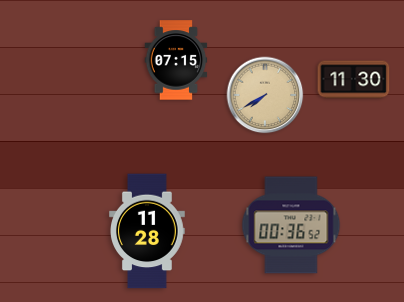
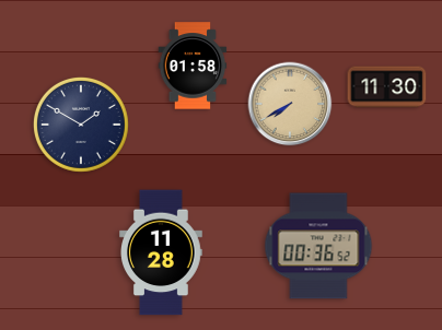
clock at (176, 60): 07:15 -> 01:58
clock at (81, 125): none -> 1:50
